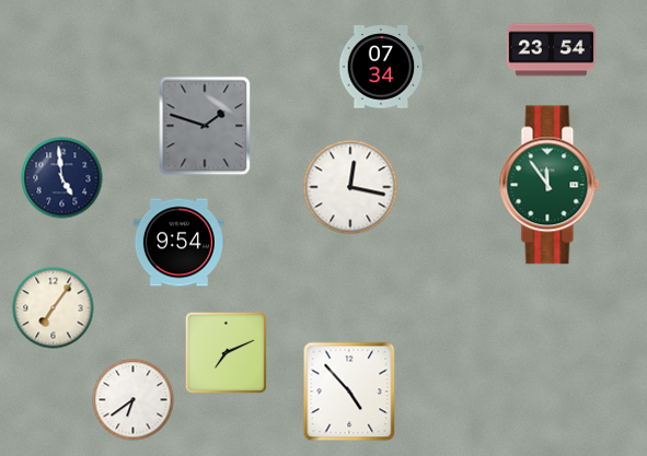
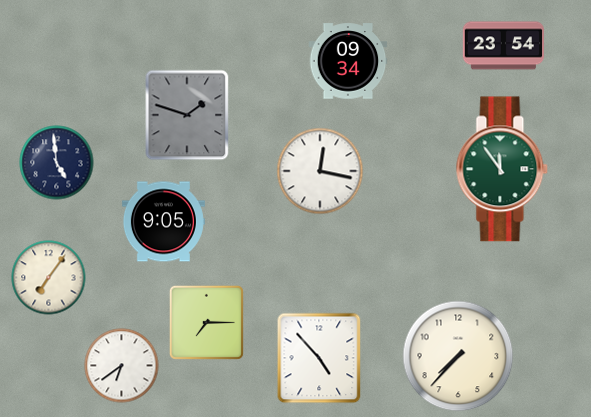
clock at (381, 67): 07:34 -> 09:34
clock at (178, 243): 9:54 -> 9:05
clock at (54, 308) position: (54, 308) -> (49, 278)
clock at (226, 352): 7:11 -> 7:15
clock at (458, 356): none -> 7:37
